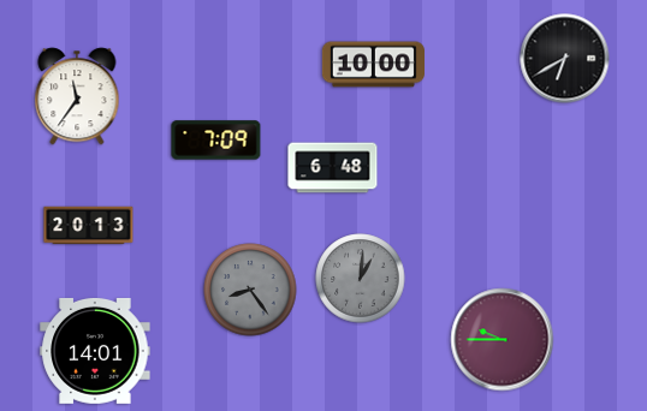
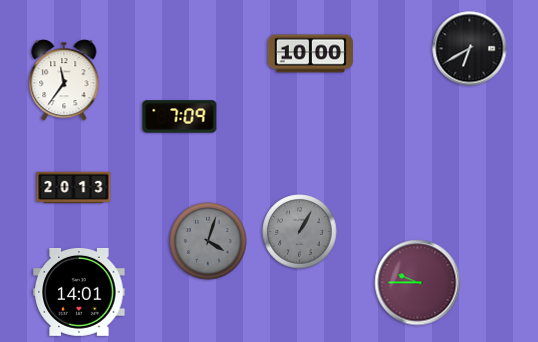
clock at (333, 168): 6:48 -> none
clock at (361, 279): 1:01 -> 1:05
clock at (250, 290): 8:24 -> 4:03
